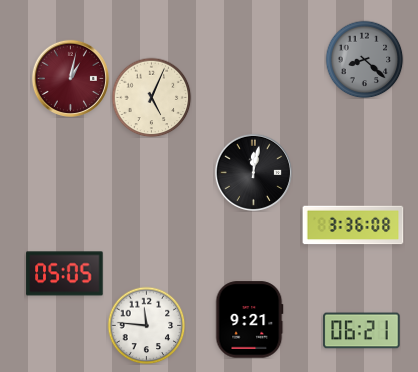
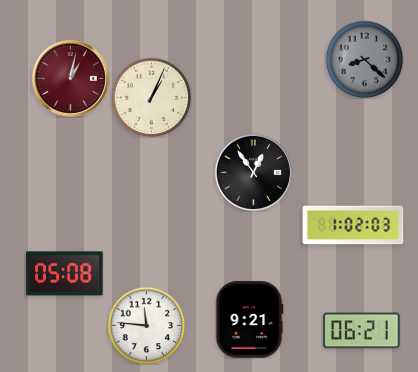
clock at (151, 97): 5:04 -> 1:04
clock at (253, 172): 12:02 -> 12:54
clock at (353, 225): 3:36 -> 1:02
clock at (65, 274): 05:05 -> 05:08
